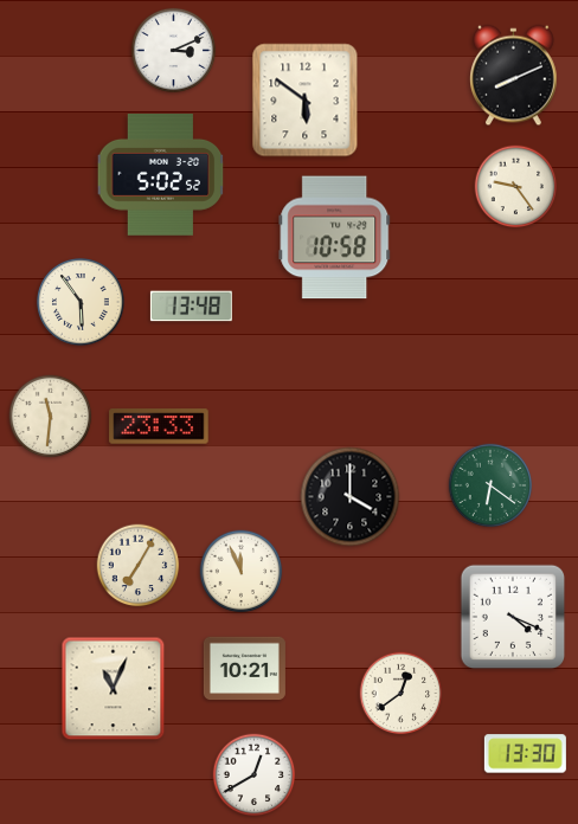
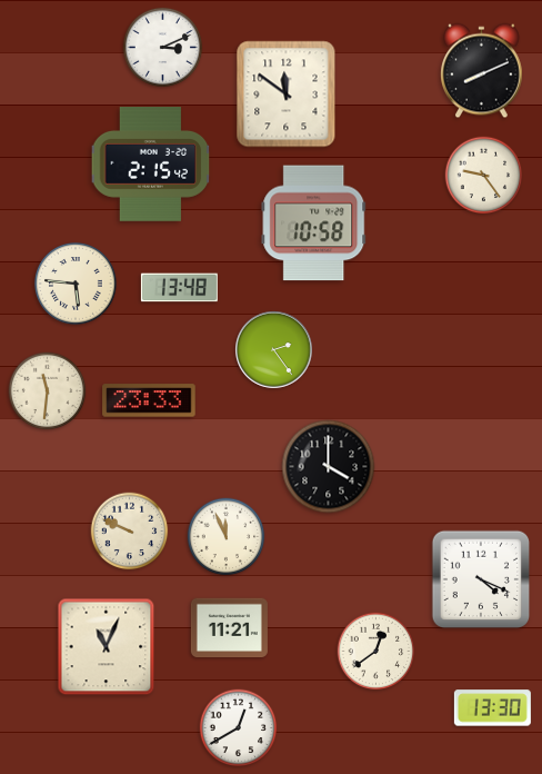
clock at (306, 101): 5:51 -> 11:51
clock at (161, 175): 5:02 -> 2:15
clock at (81, 302): 5:54 -> 5:46
clock at (274, 350): none -> 2:24
clock at (490, 485): 6:21 -> none
clock at (139, 566): 7:05 -> 9:49
clock at (244, 669): 10:21 -> 11:21
